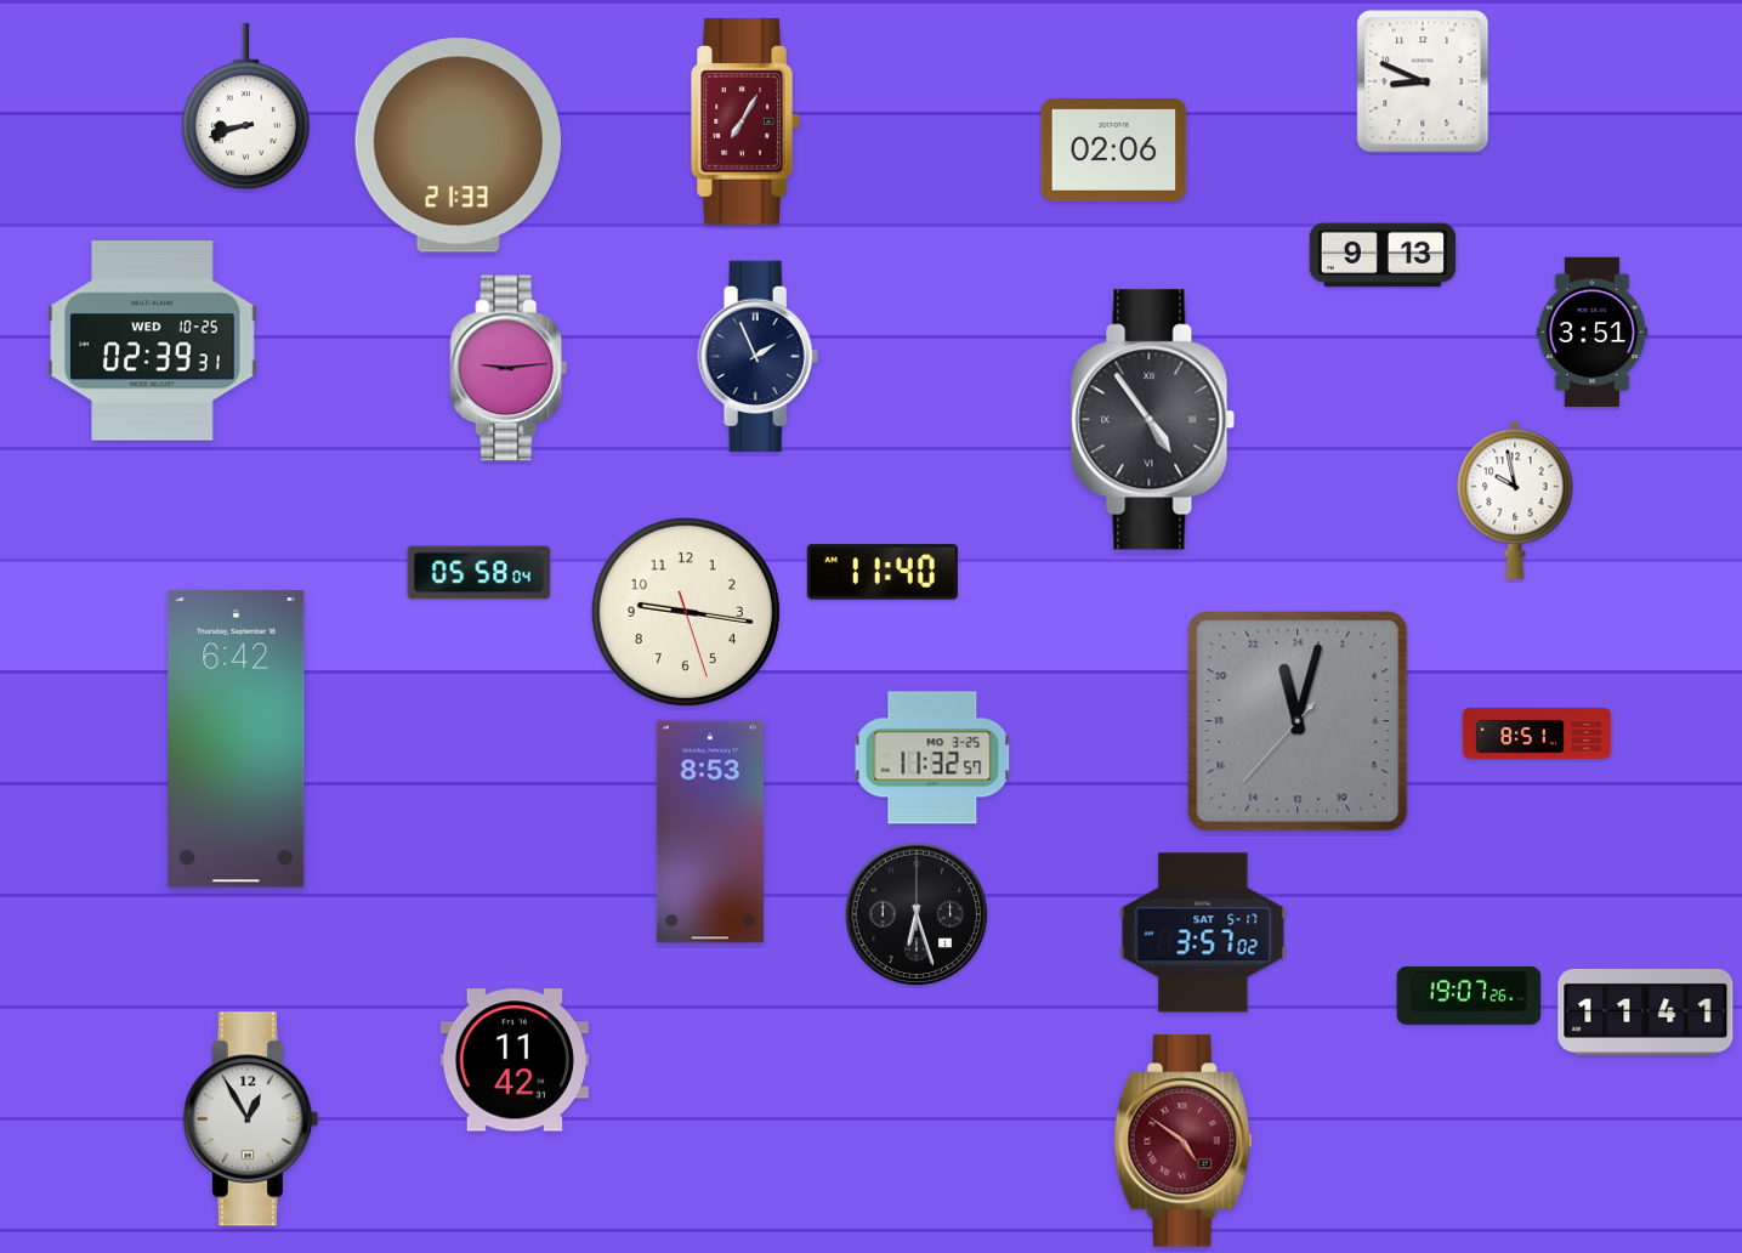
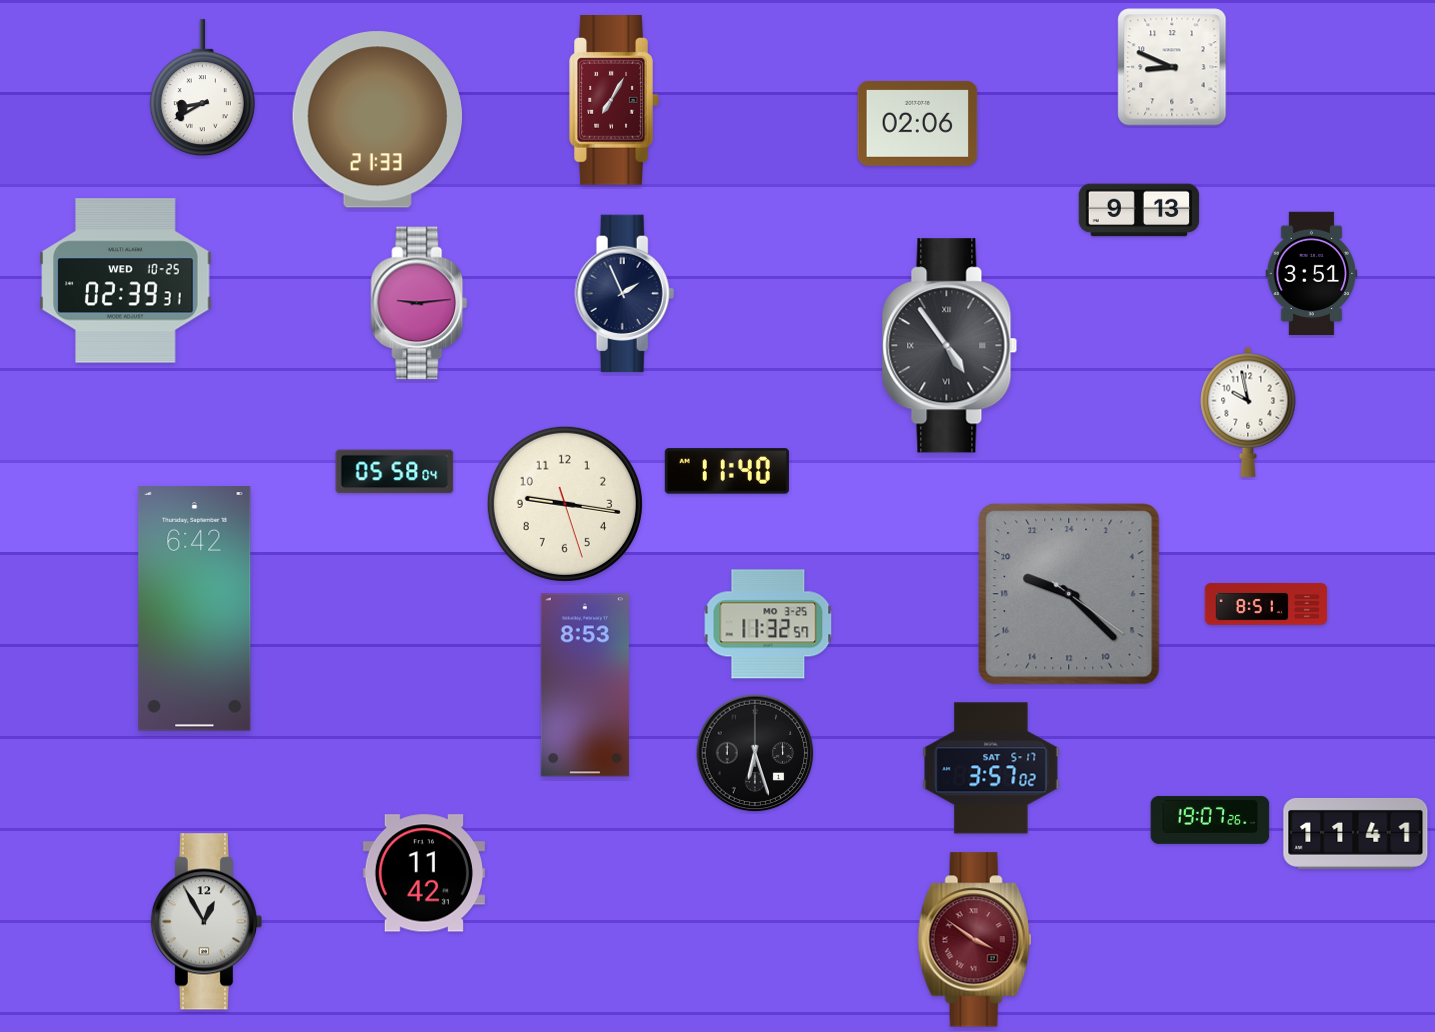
clock at (245, 107): 8:42 -> 8:40
clock at (1298, 721): 23:02 -> 19:22
clock at (1184, 1141): 4:51 -> 3:51
